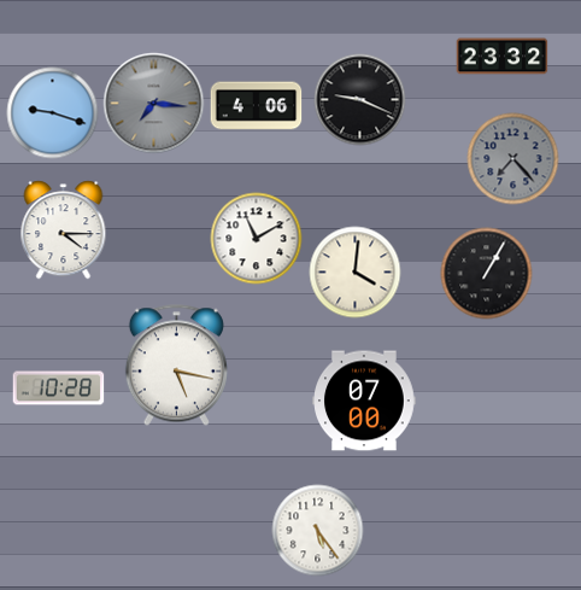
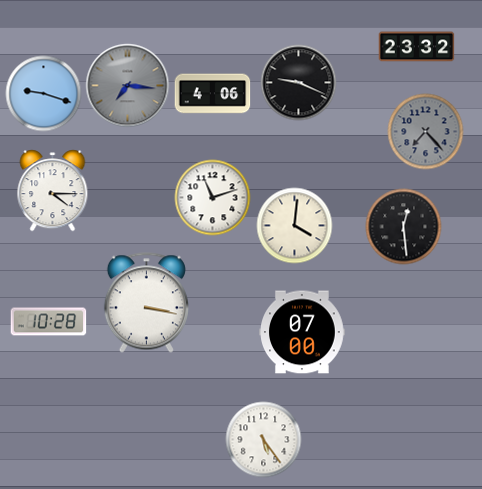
clock at (257, 106) position: (257, 106) -> (213, 94)
clock at (257, 239): 11:10 -> 11:12
clock at (487, 274): 1:05 -> 12:29
clock at (176, 366): 5:17 -> 3:17
